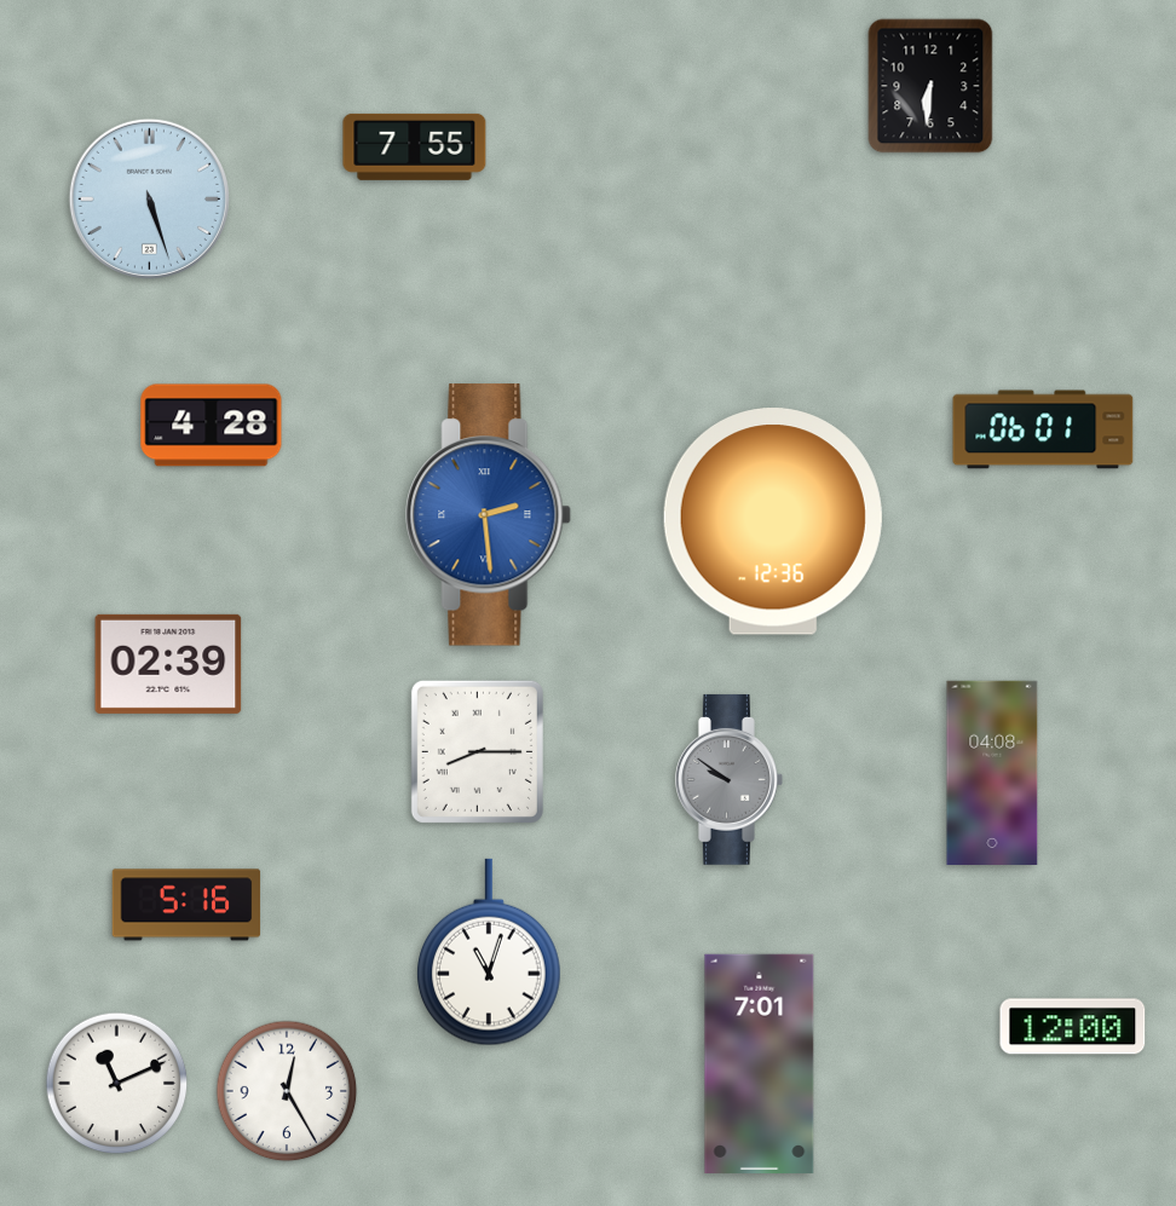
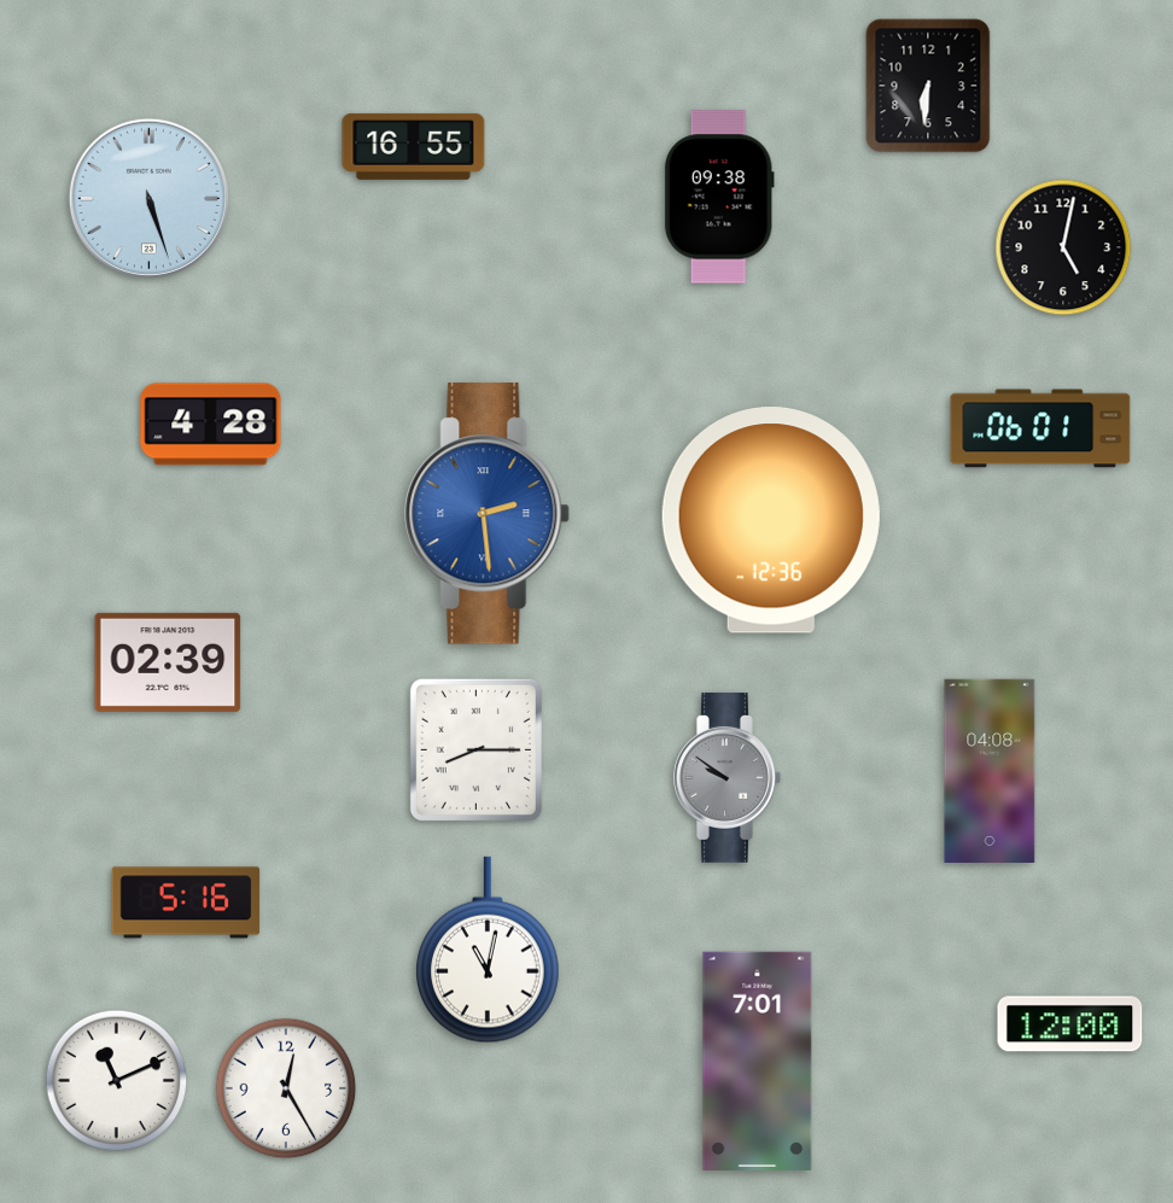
clock at (415, 146): 7:55 -> 16:55
clock at (719, 197): none -> 09:38
clock at (1063, 247): none -> 5:02
clock at (490, 952): 11:03 -> 11:02
